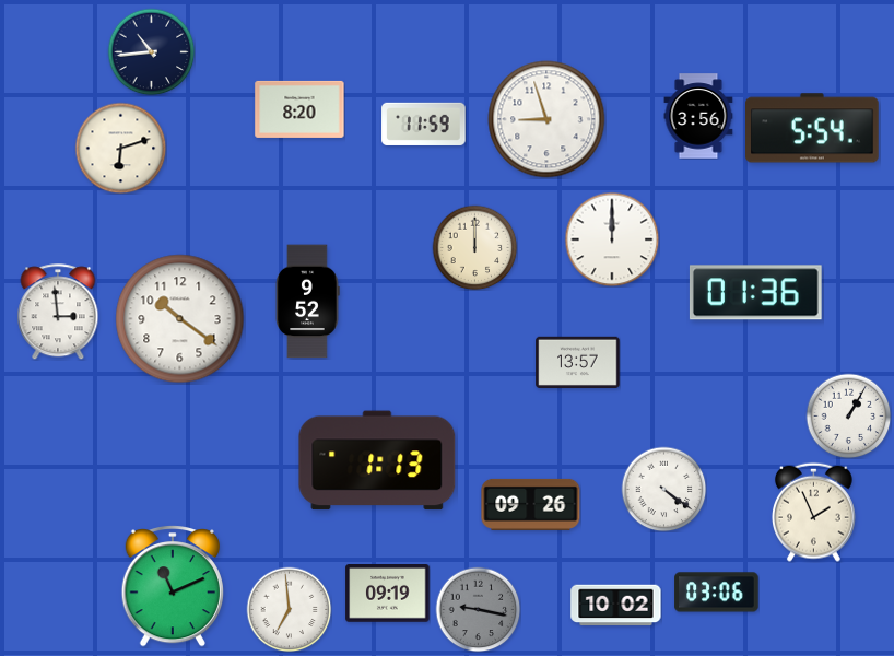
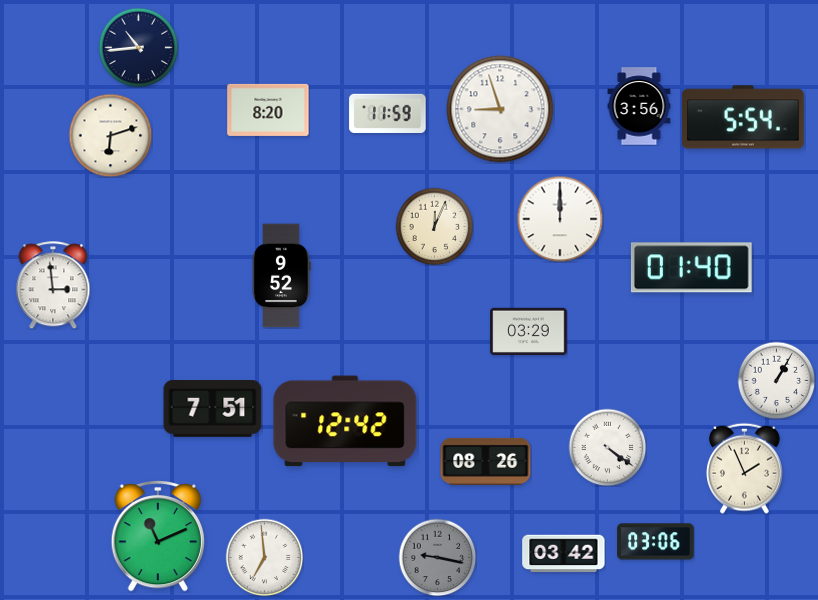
clock at (299, 109) position: (299, 109) -> (268, 110)
clock at (474, 247): 12:00 -> 12:04
clock at (755, 293): 01:36 -> 01:40
clock at (180, 319): 10:21 -> none
clock at (578, 362): 13:57 -> 03:29
clock at (213, 409): none -> 7:51
clock at (377, 460): 1:13 -> 12:42
clock at (531, 504): 09:26 -> 08:26
clock at (388, 594): 09:19 -> none
clock at (616, 606): 10:02 -> 03:42
